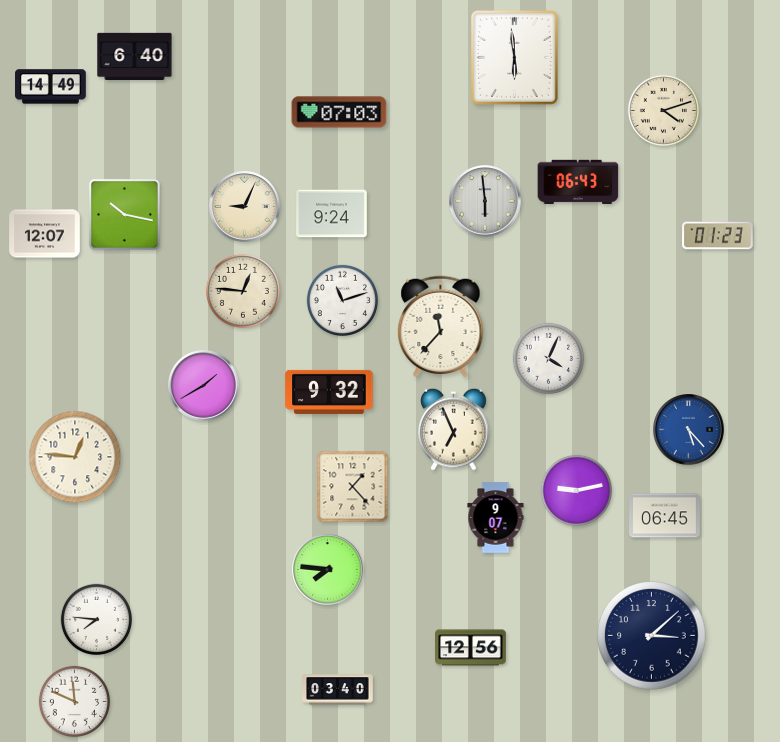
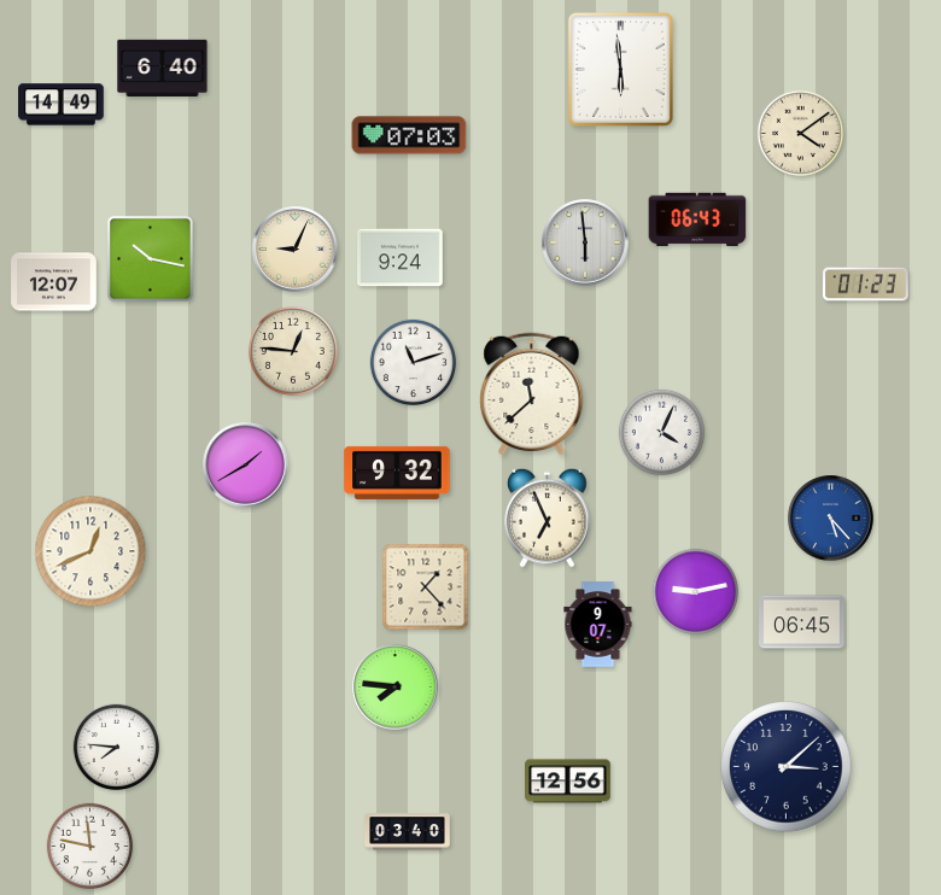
clock at (663, 110): 4:12 -> 4:09
clock at (441, 327): 11:37 -> 11:38
clock at (75, 457): 12:46 -> 12:41
clock at (74, 701): 11:49 -> 11:47
